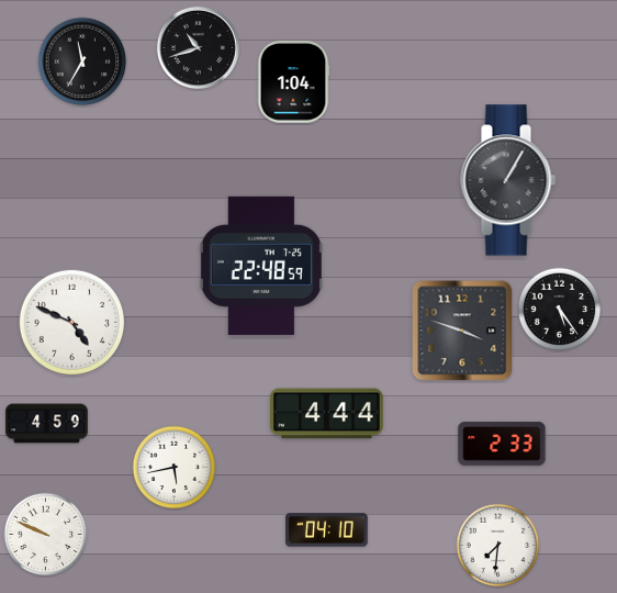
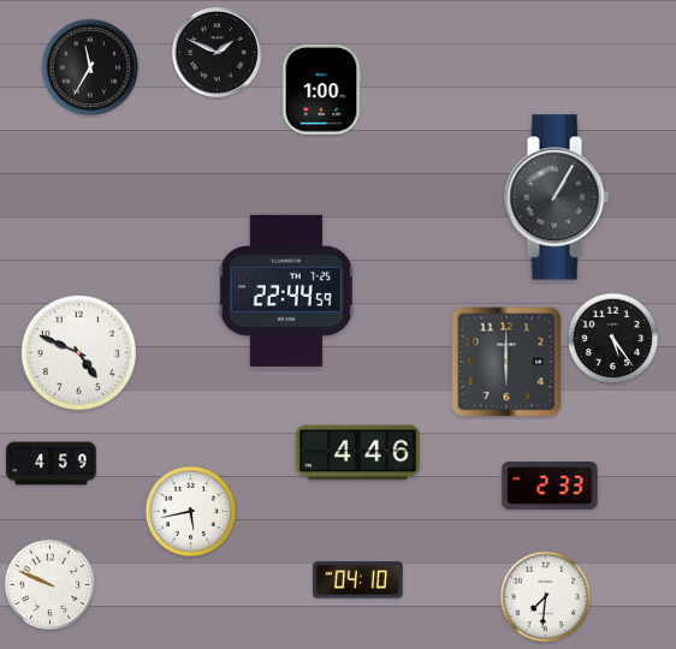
clock at (198, 47): 10:42 -> 1:49
clock at (293, 82): 1:04 -> 1:00
clock at (261, 266): 22:48 -> 22:44
clock at (462, 331): 3:48 -> 6:00
clock at (327, 414): 4:44 -> 4:46
